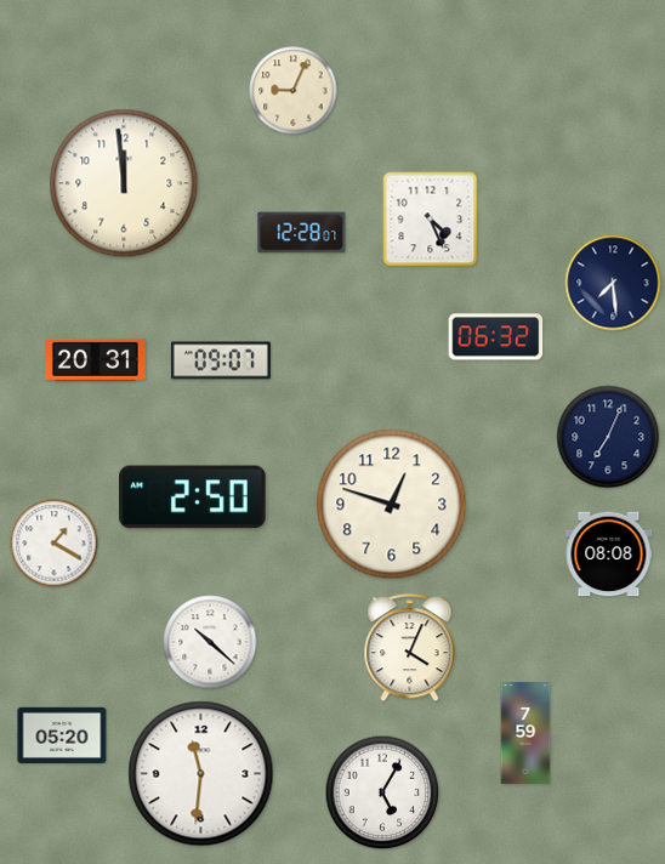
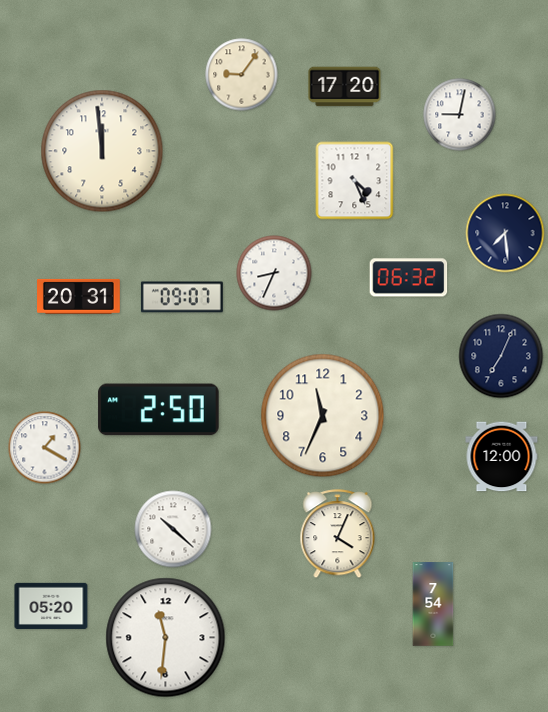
clock at (294, 91): 9:04 -> 9:06
clock at (345, 87): none -> 17:20
clock at (460, 115): none -> 9:02
clock at (302, 233): 12:28 -> none
clock at (274, 273): none -> 8:34
clock at (608, 437) position: (608, 437) -> (501, 356)
clock at (392, 505): 12:48 -> 11:34
clock at (609, 555): 08:08 -> 12:00
clock at (525, 733): 7:59 -> 7:54
clock at (382, 792): 5:05 -> none
